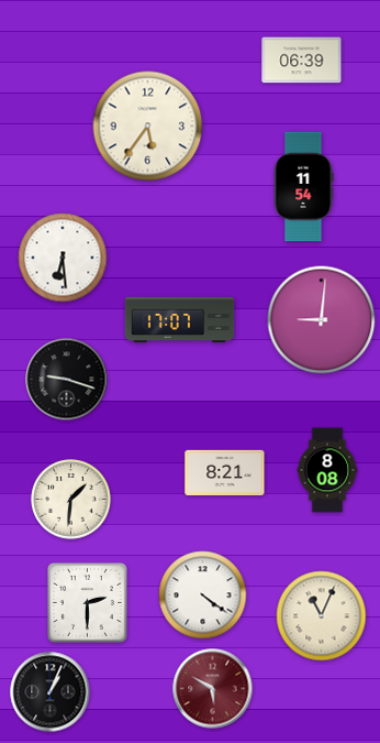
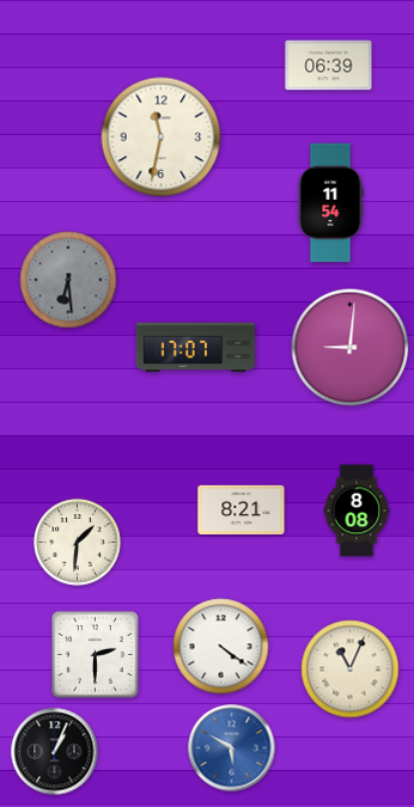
clock at (148, 127): 5:36 -> 11:32
clock at (63, 258) dial: white -> grey
clock at (67, 380): 9:18 -> none
clock at (225, 472) position: (225, 472) -> (242, 509)
clock at (213, 689) dial: burgundy -> blue
